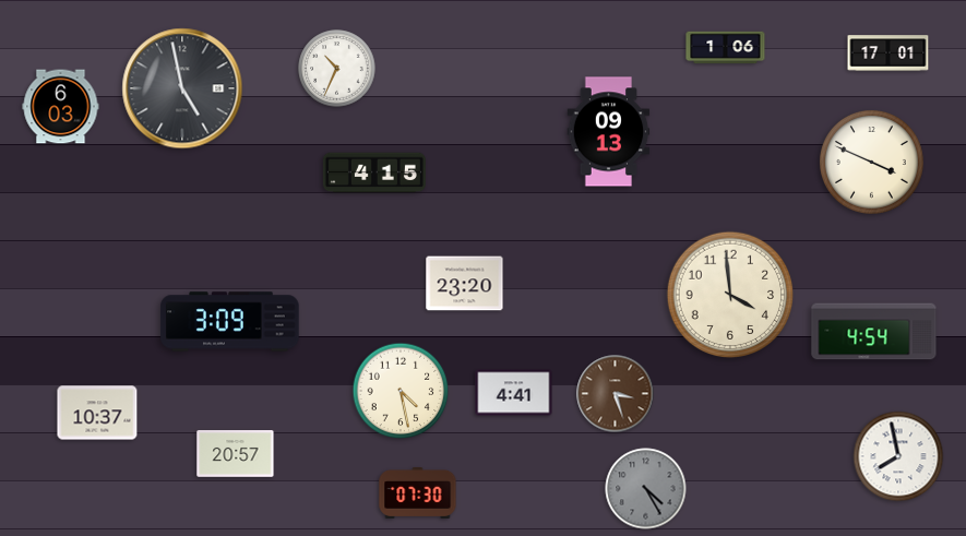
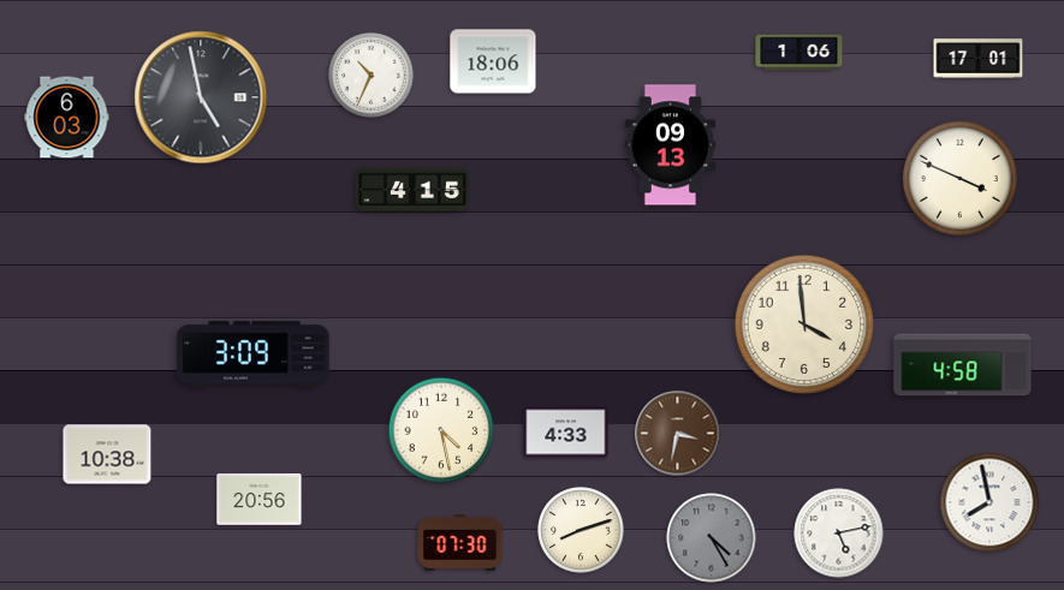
clock at (493, 61): none -> 18:06
clock at (465, 284): 23:20 -> none
clock at (874, 332): 4:54 -> 4:58
clock at (514, 393): 4:41 -> 4:33
clock at (616, 394): 3:27 -> 3:32
clock at (97, 413): 10:37 -> 10:38
clock at (236, 454): 20:57 -> 20:56
clock at (581, 530): none -> 8:12
clock at (839, 534): none -> 5:13
